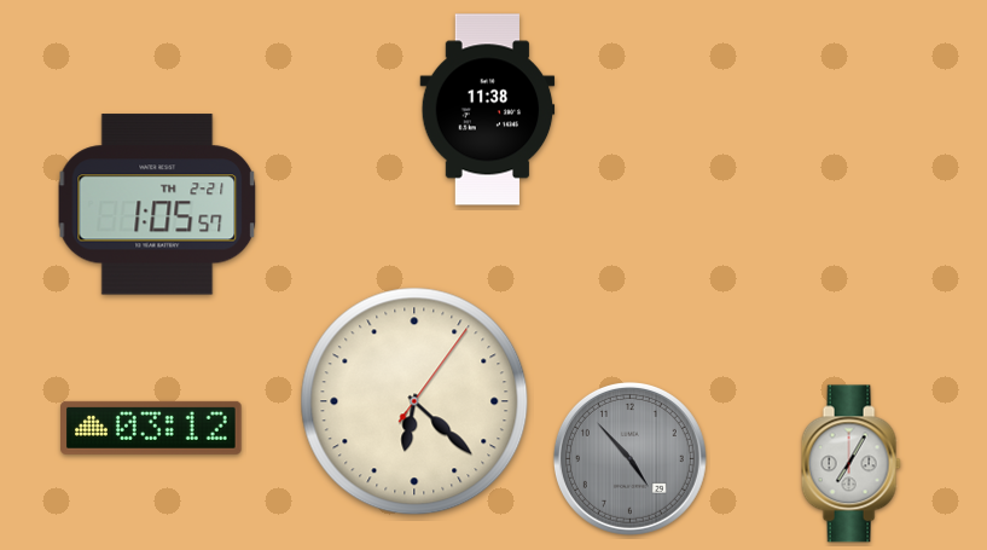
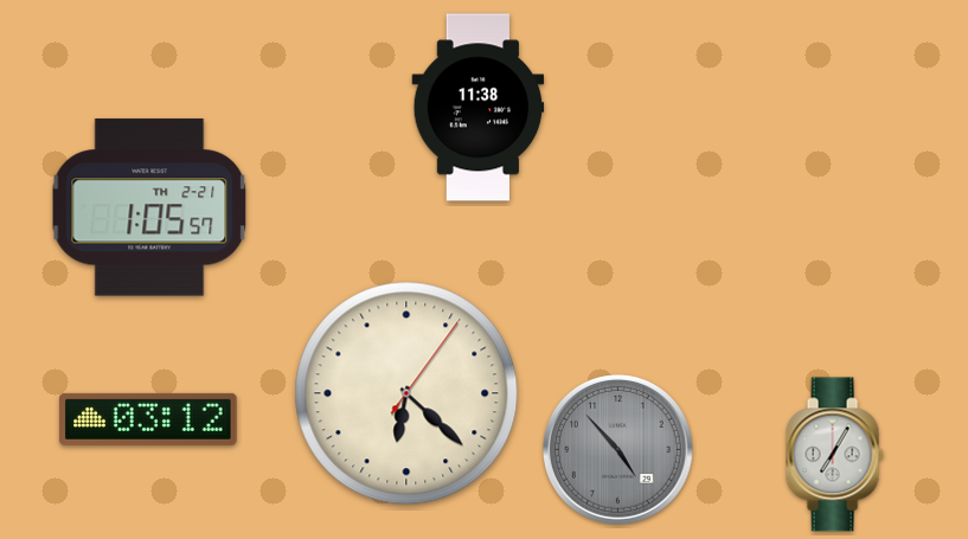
clock at (157, 204) position: (157, 204) -> (149, 207)
